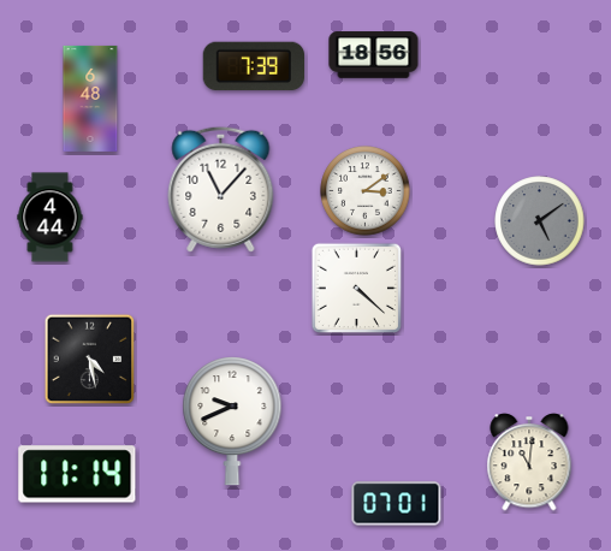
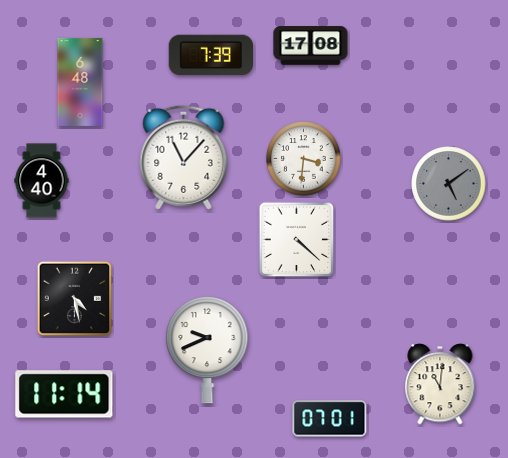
clock at (374, 55): 18:56 -> 17:08
clock at (90, 99) position: (90, 99) -> (80, 82)
clock at (366, 191): 3:09 -> 3:31
clock at (51, 218): 4:44 -> 4:40
clock at (232, 421) position: (232, 421) -> (207, 350)
